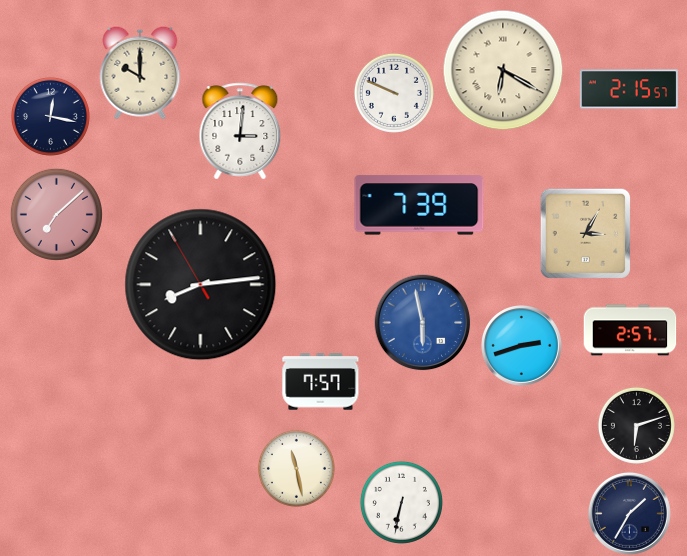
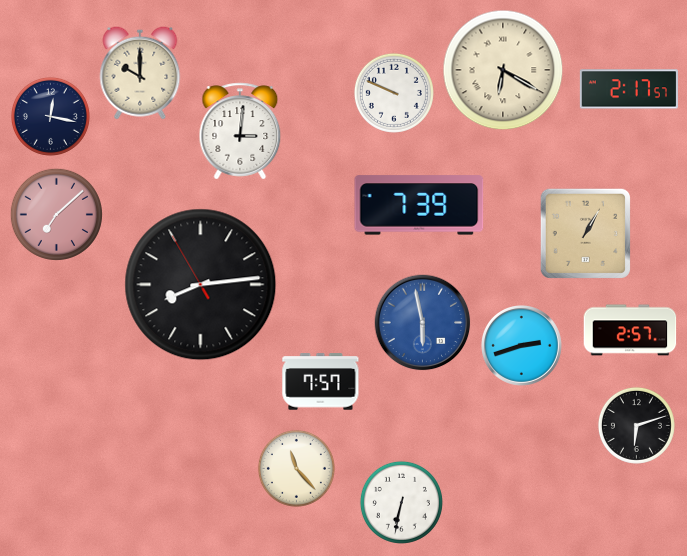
clock at (629, 89): 2:15 -> 2:17
clock at (585, 233): 3:05 -> 1:05
clock at (296, 468): 11:28 -> 11:23
clock at (629, 513): 1:35 -> none
